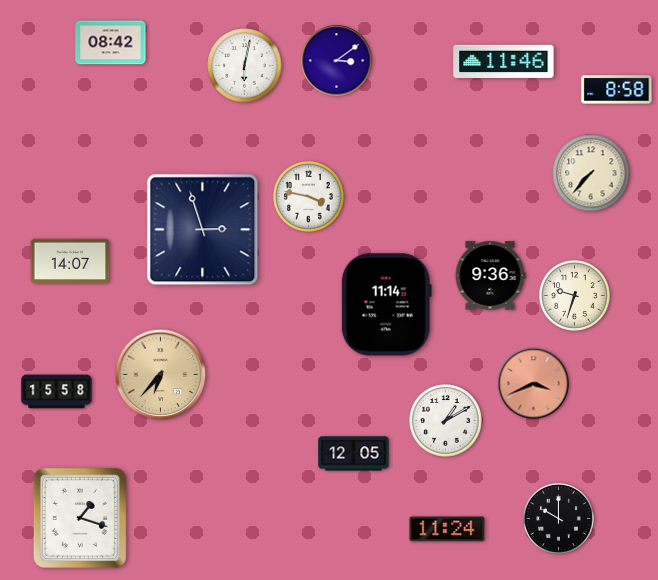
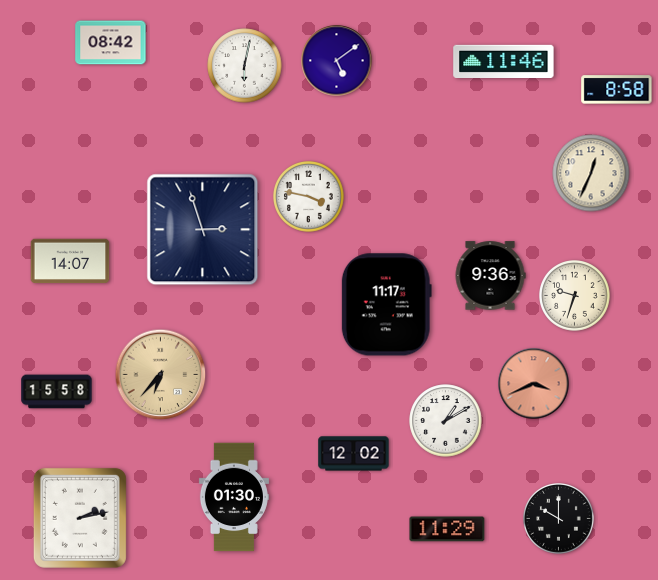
clock at (337, 61): 3:09 -> 5:09
clock at (591, 173): 7:37 -> 12:34
clock at (386, 305): 11:14 -> 11:17
clock at (354, 454): 12:05 -> 12:02
clock at (234, 497): none -> 01:30
clock at (80, 518): 1:18 -> 2:13
clock at (447, 529): 11:24 -> 11:29
